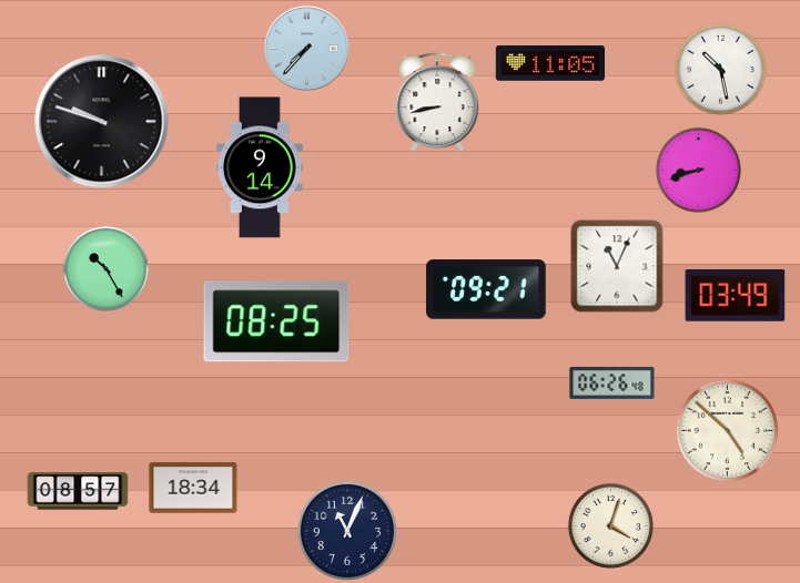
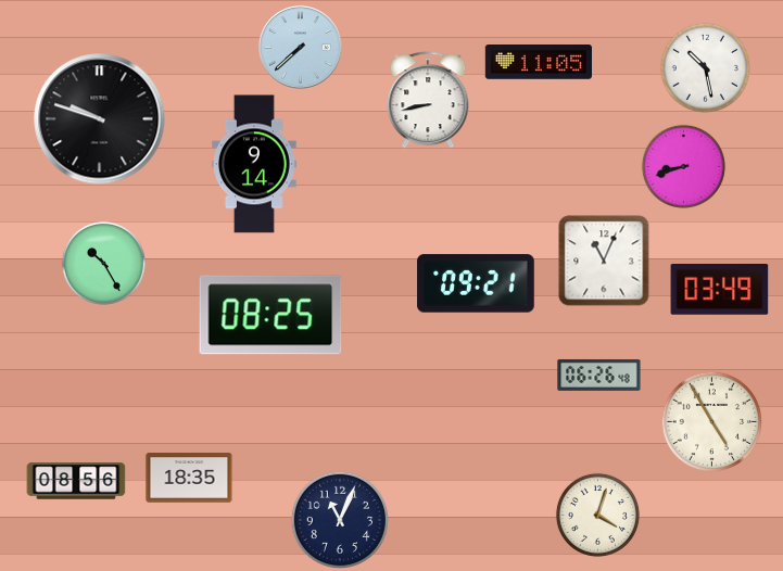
clock at (307, 49): 7:37 -> 7:38
clock at (727, 430): 4:52 -> 4:55
clock at (193, 488): 18:34 -> 18:35
clock at (78, 491): 08:57 -> 08:56
